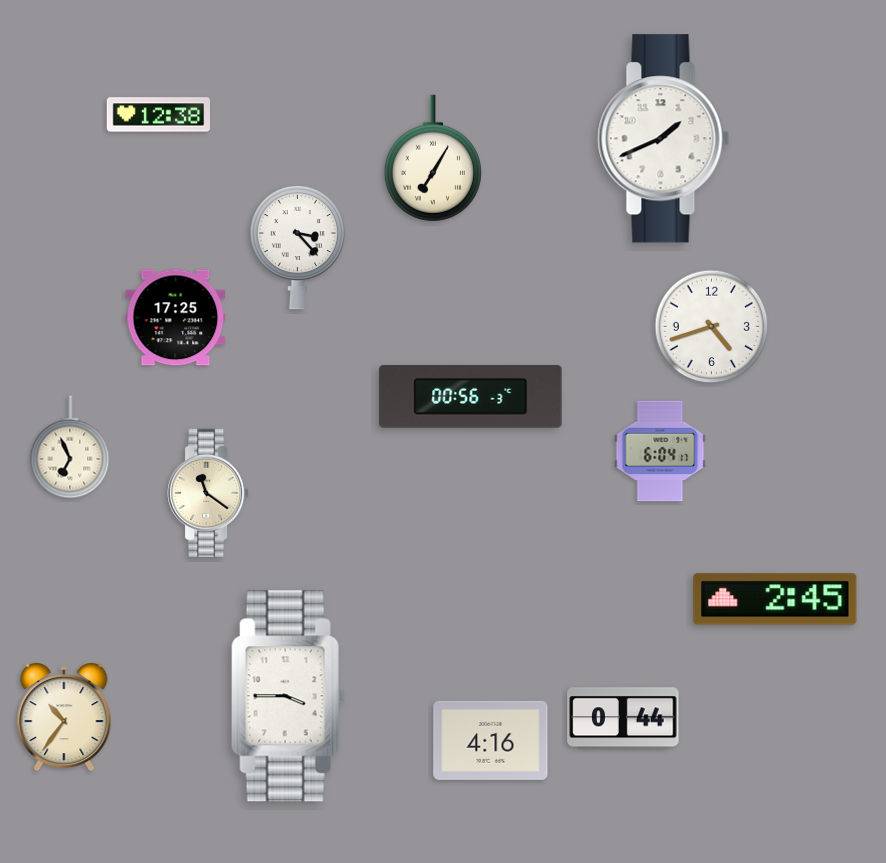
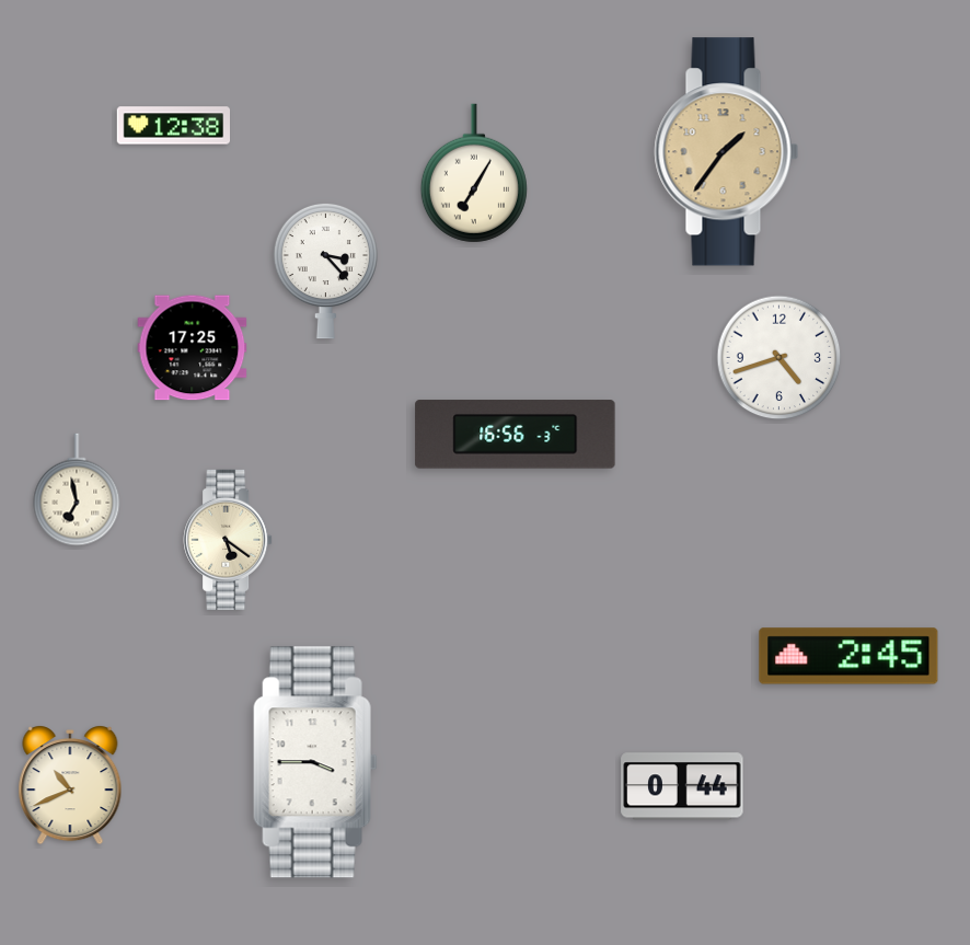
clock at (664, 139): 1:41 -> 1:36
clock at (664, 139) dial: white -> champagne
clock at (471, 397): 00:56 -> 16:56
clock at (70, 447): 6:56 -> 6:58
clock at (660, 451): 6:04 -> none
clock at (208, 493): 11:21 -> 5:21
clock at (64, 718): 10:36 -> 10:41
clock at (491, 740): 4:16 -> none
